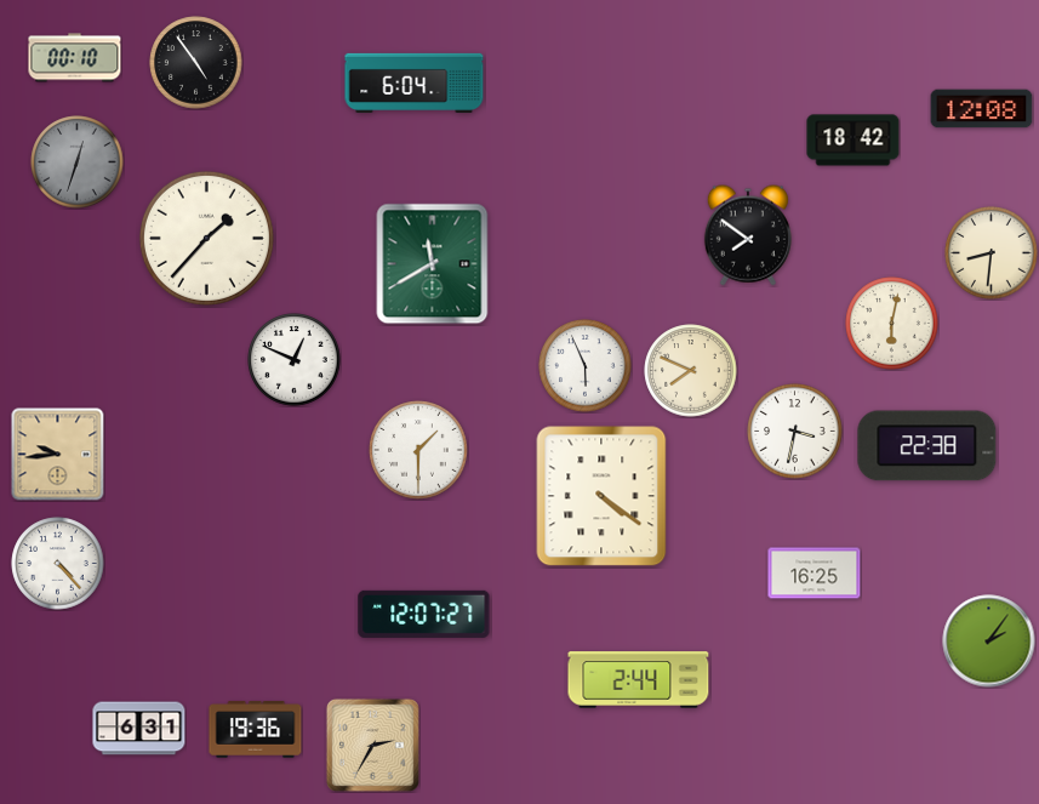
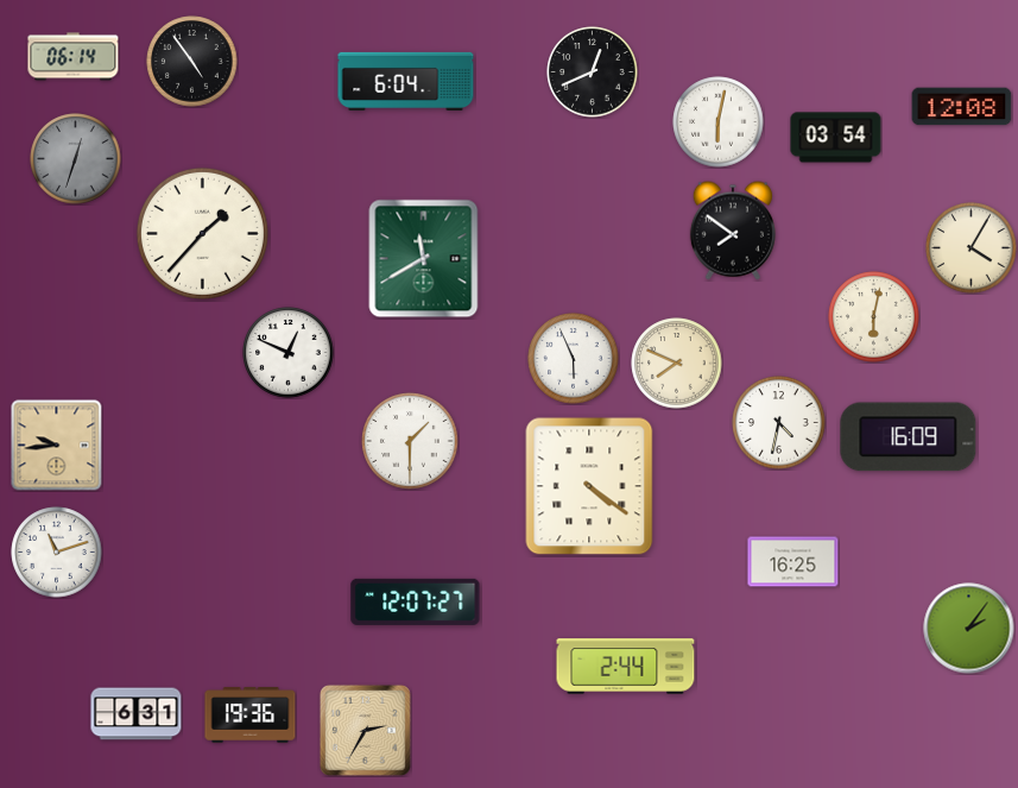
clock at (75, 58): 00:10 -> 06:14
clock at (593, 73): none -> 12:41
clock at (719, 122): none -> 6:02
clock at (854, 141): 18:42 -> 03:54
clock at (992, 253): 8:31 -> 4:05
clock at (795, 432): 3:32 -> 4:32
clock at (927, 446): 22:38 -> 16:09
clock at (58, 564): 4:23 -> 11:12
clock at (815, 574) position: (815, 574) -> (793, 562)
